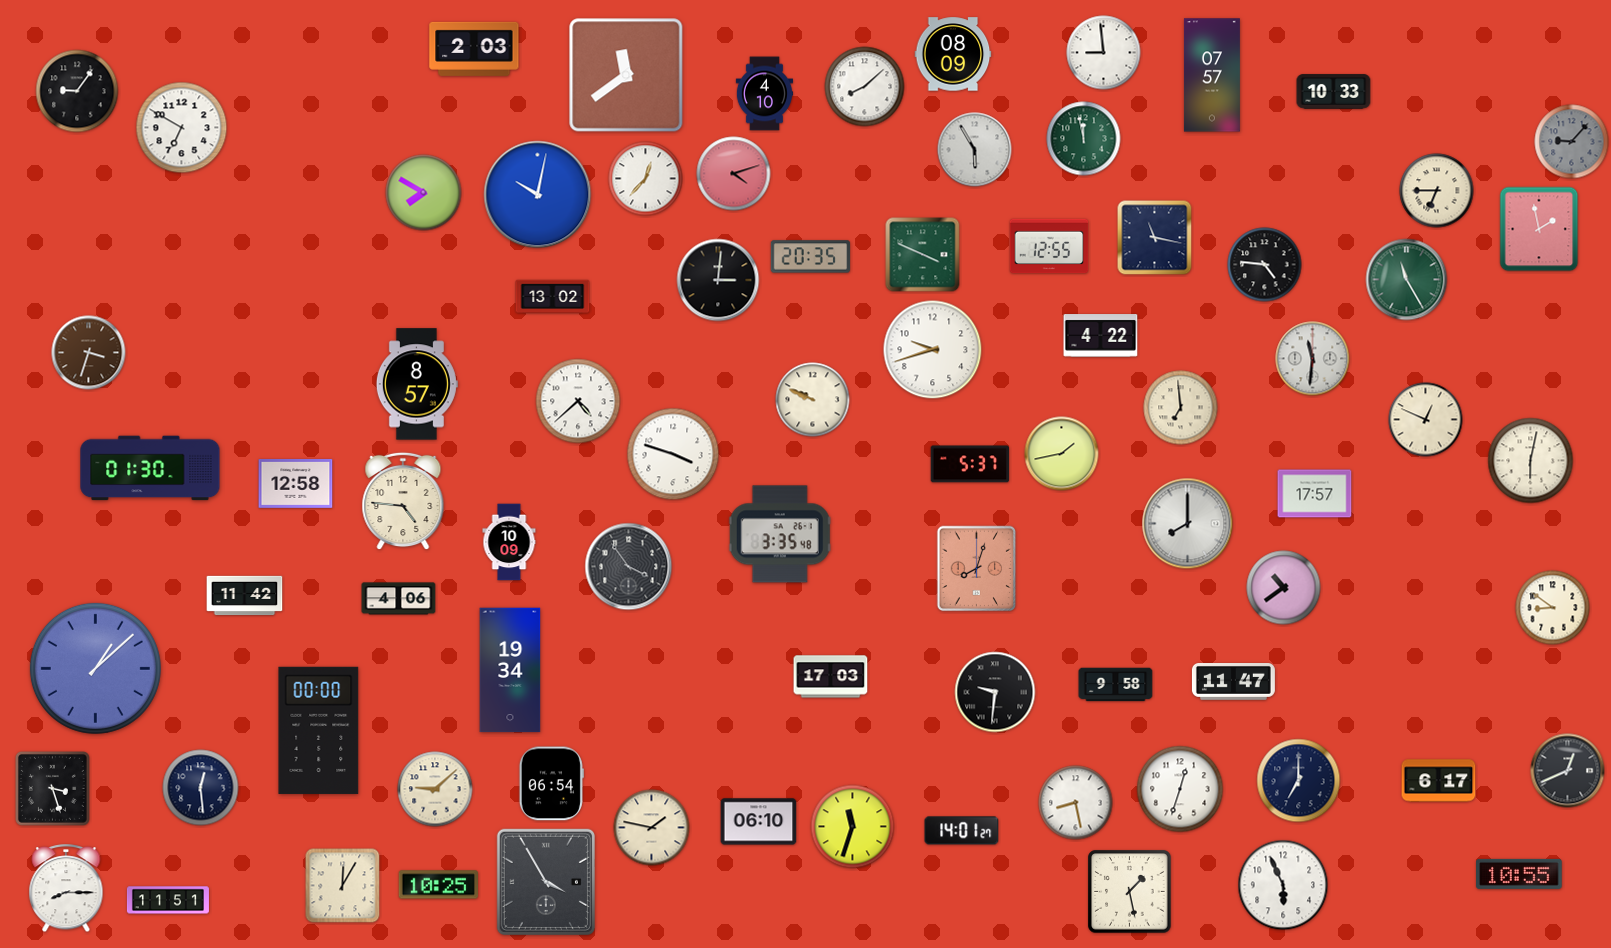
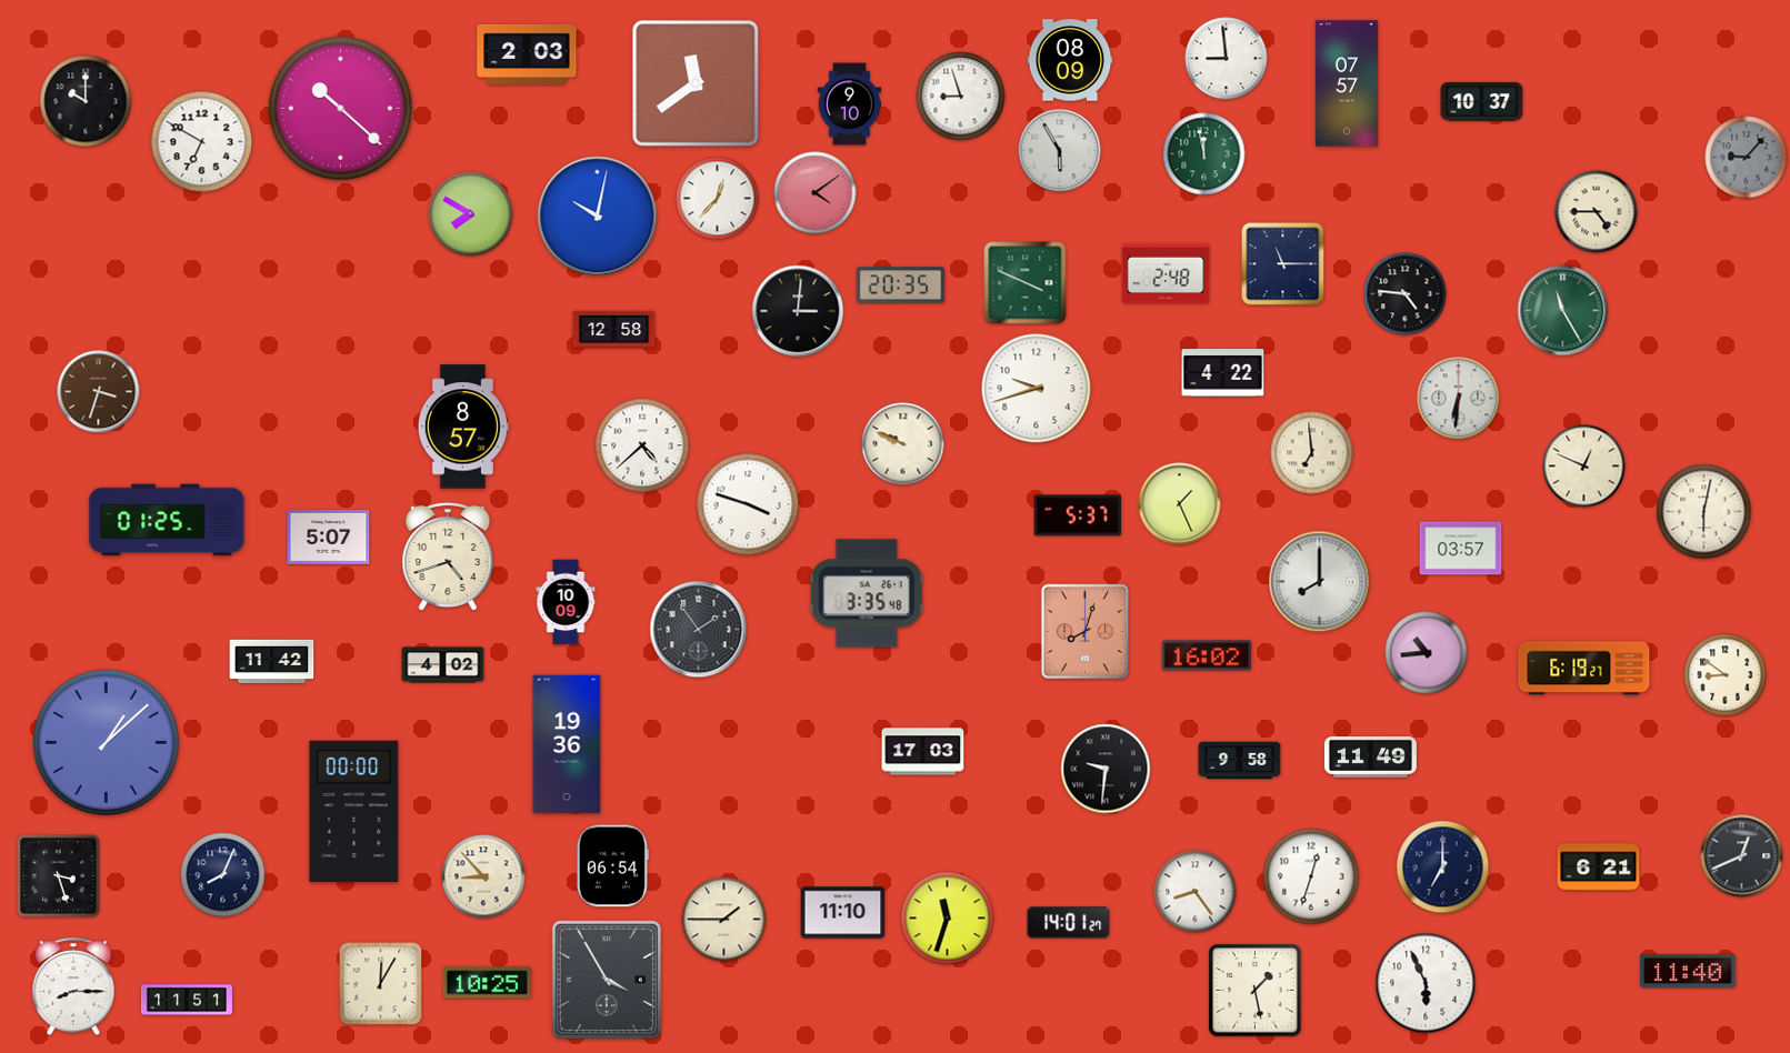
clock at (953, 54) position: (953, 54) -> (1070, 60)
clock at (865, 87): 8:08 -> 8:57
clock at (77, 91): 9:06 -> 10:00
clock at (1334, 92): 10:33 -> 10:37
clock at (764, 94): 4:10 -> 9:10
clock at (340, 108): none -> 10:22
clock at (975, 150) position: (975, 150) -> (1060, 151)
clock at (734, 174): 4:12 -> 4:09
clock at (1437, 191): 6:45 -> 4:45
clock at (1539, 229): 1:58 -> none
clock at (1155, 238): 11:17 -> 11:15
clock at (1049, 246): 12:55 -> 2:48
clock at (553, 297): 13:02 -> 12:58
clock at (1313, 359): 11:31 -> 6:31
clock at (1062, 454): 1:43 -> 1:26
clock at (1531, 461) position: (1531, 461) -> (1704, 512)
clock at (150, 468): 01:30 -> 01:25
clock at (296, 483): 12:58 -> 5:07
clock at (1315, 494): 17:57 -> 03:57
clock at (403, 501): 4:46 -> 4:42
clock at (629, 567): 3:54 -> 1:54
clock at (1284, 588): 10:39 -> 10:44
clock at (1207, 655): none -> 16:02
clock at (399, 599): 4:06 -> 4:02
clock at (1584, 669): none -> 6:19
clock at (510, 670): 19:34 -> 19:36
clock at (1233, 682): 11:47 -> 11:49
clock at (1439, 781): 6:17 -> 6:21
clock at (551, 784) position: (551, 784) -> (612, 866)
clock at (201, 788): 12:29 -> 8:04
clock at (435, 789): 9:08 -> 8:53
clock at (1076, 803): 8:28 -> 8:24
clock at (759, 822): 06:10 -> 11:10
clock at (652, 828): 1:47 -> 1:45
clock at (1519, 874): 10:55 -> 11:40
